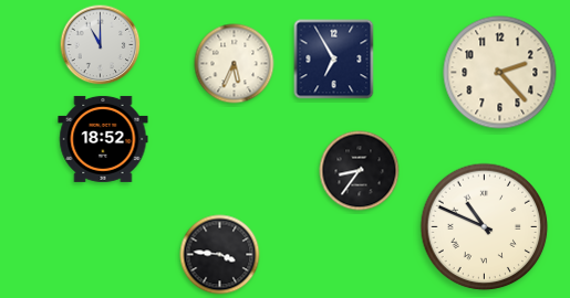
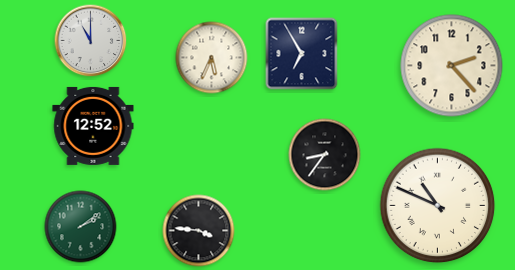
clock at (103, 139): 18:52 -> 12:52
clock at (81, 227): none -> 2:09
